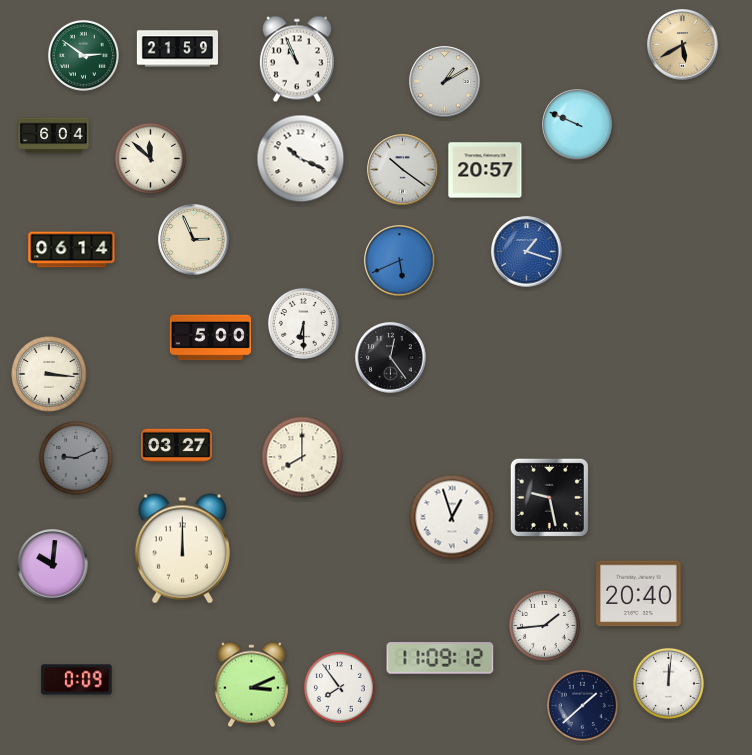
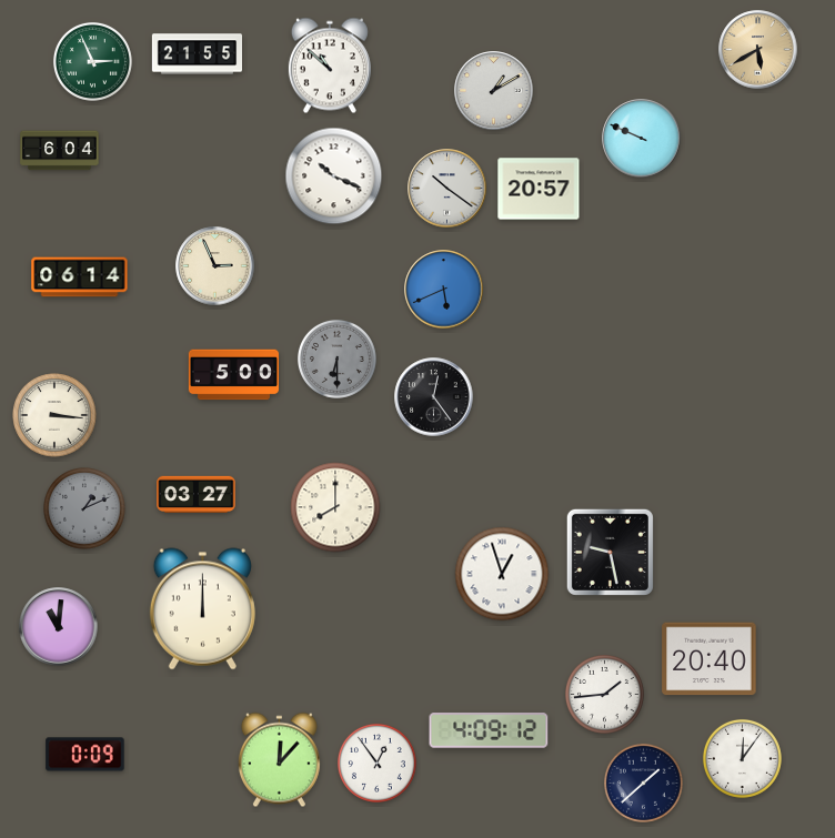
clock at (177, 49): 21:59 -> 21:55
clock at (83, 55): 2:51 -> 2:56
clock at (297, 59): 10:56 -> 10:52
clock at (150, 158): 11:52 -> none
clock at (527, 252): 1:18 -> none
clock at (303, 323) dial: white -> grey
clock at (76, 458): 9:11 -> 1:11
clock at (53, 565): 10:01 -> 11:01
clock at (440, 658): 11:09 -> 4:09
clock at (668, 683): 12:01 -> 12:06
clock at (251, 685): 3:11 -> 12:07
clock at (339, 687): 7:54 -> 12:54
clock at (582, 705) position: (582, 705) -> (643, 783)
